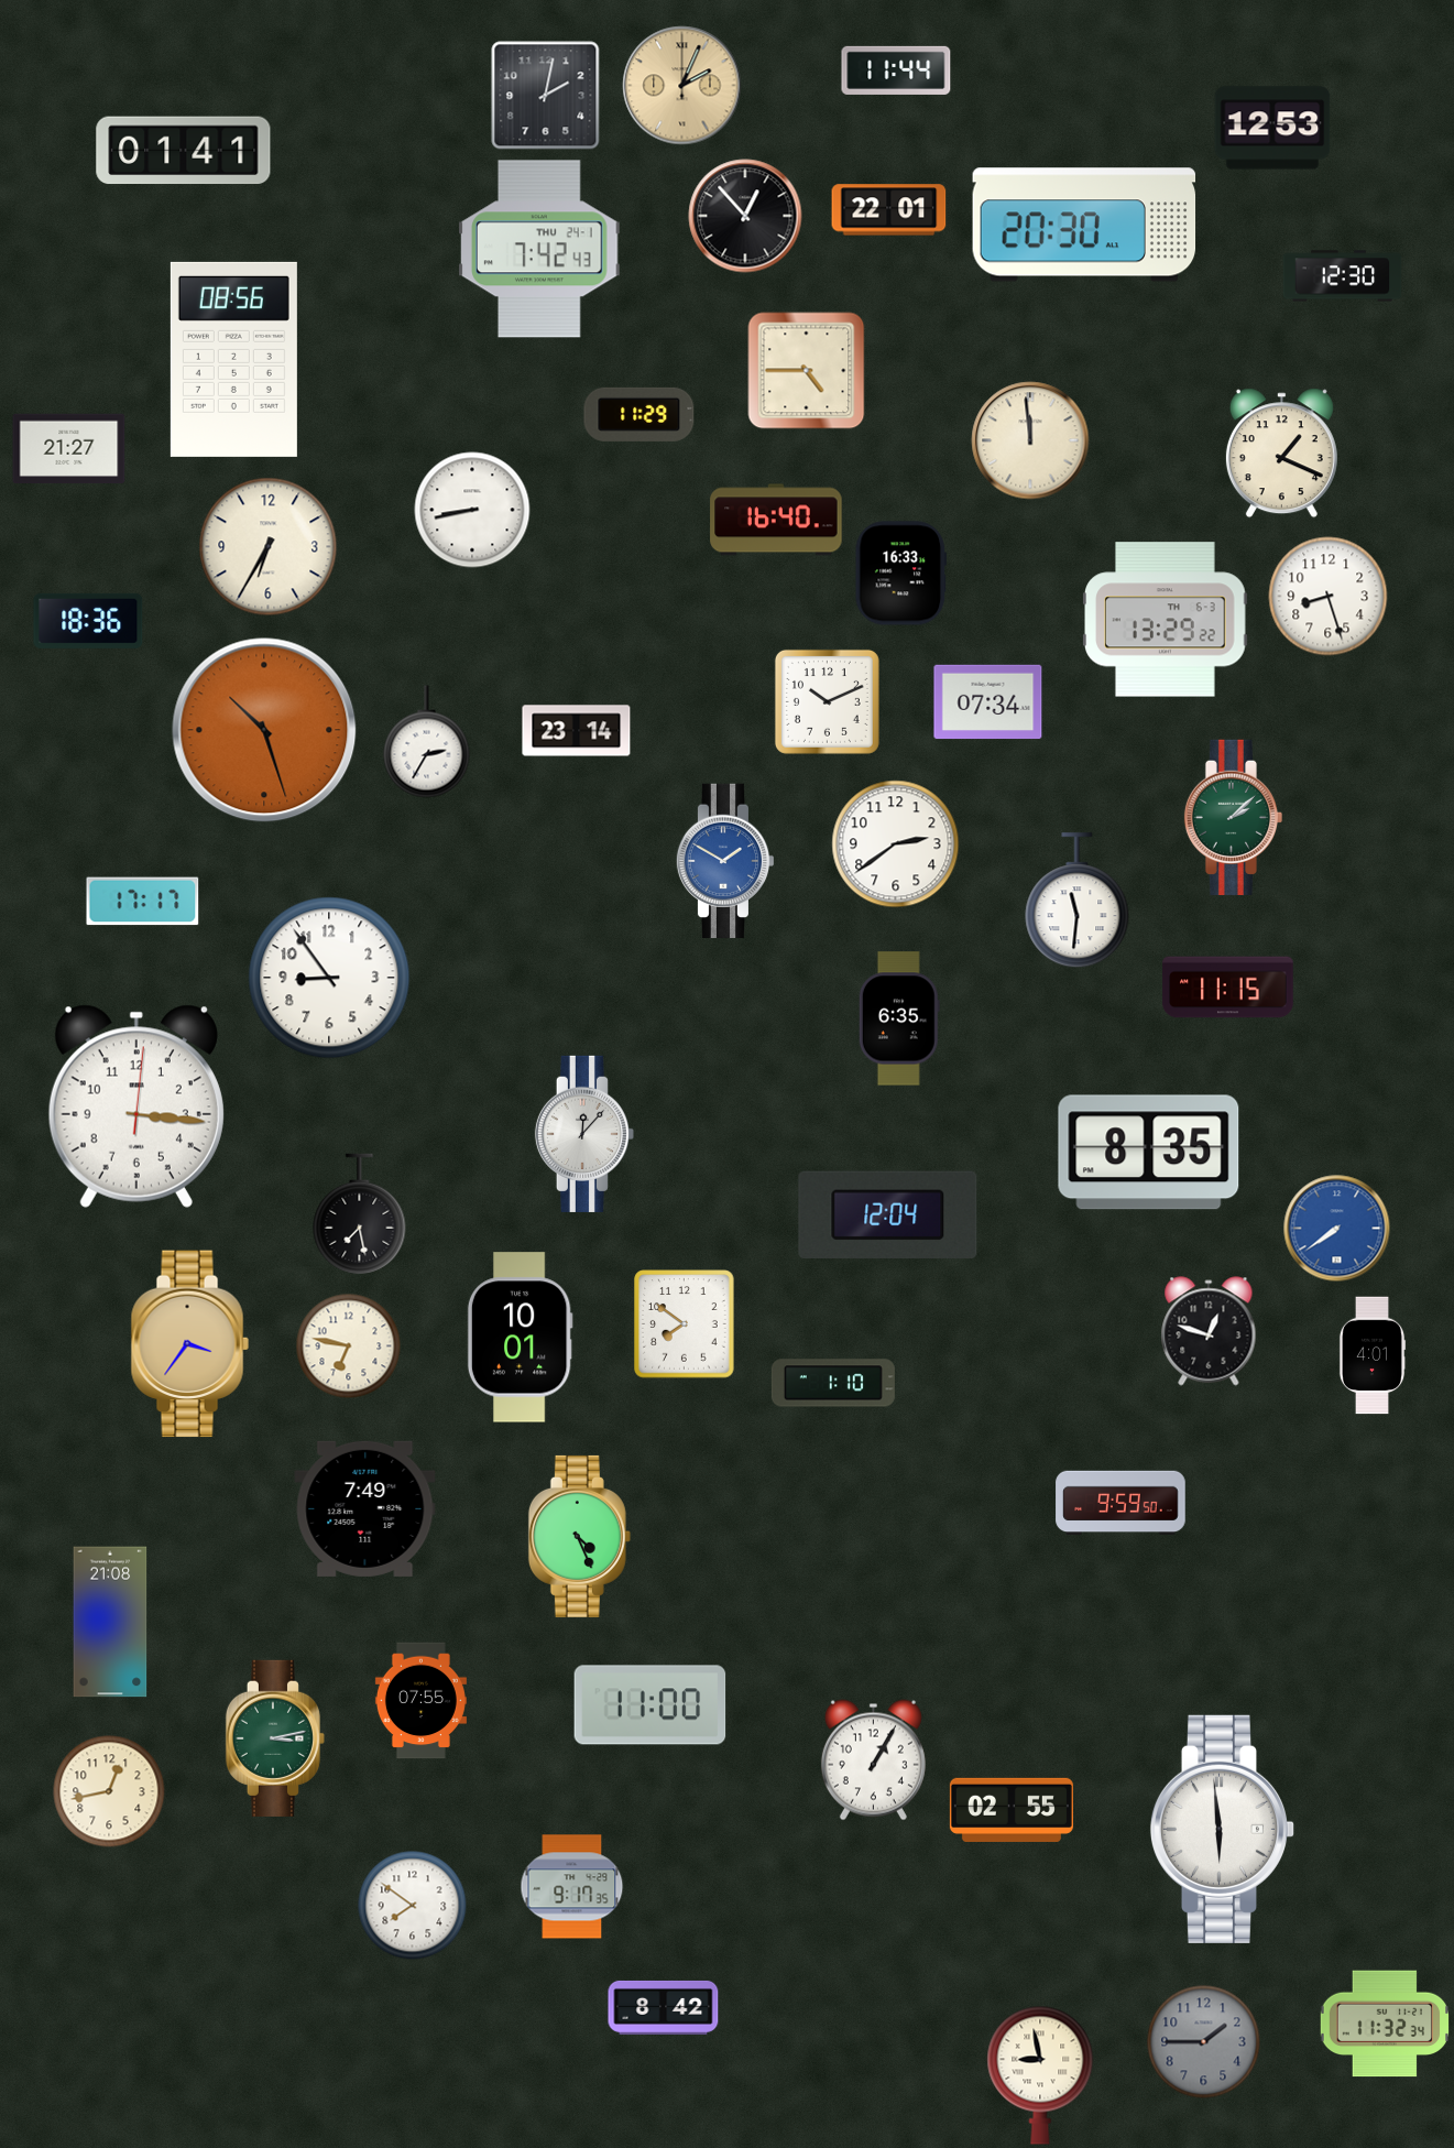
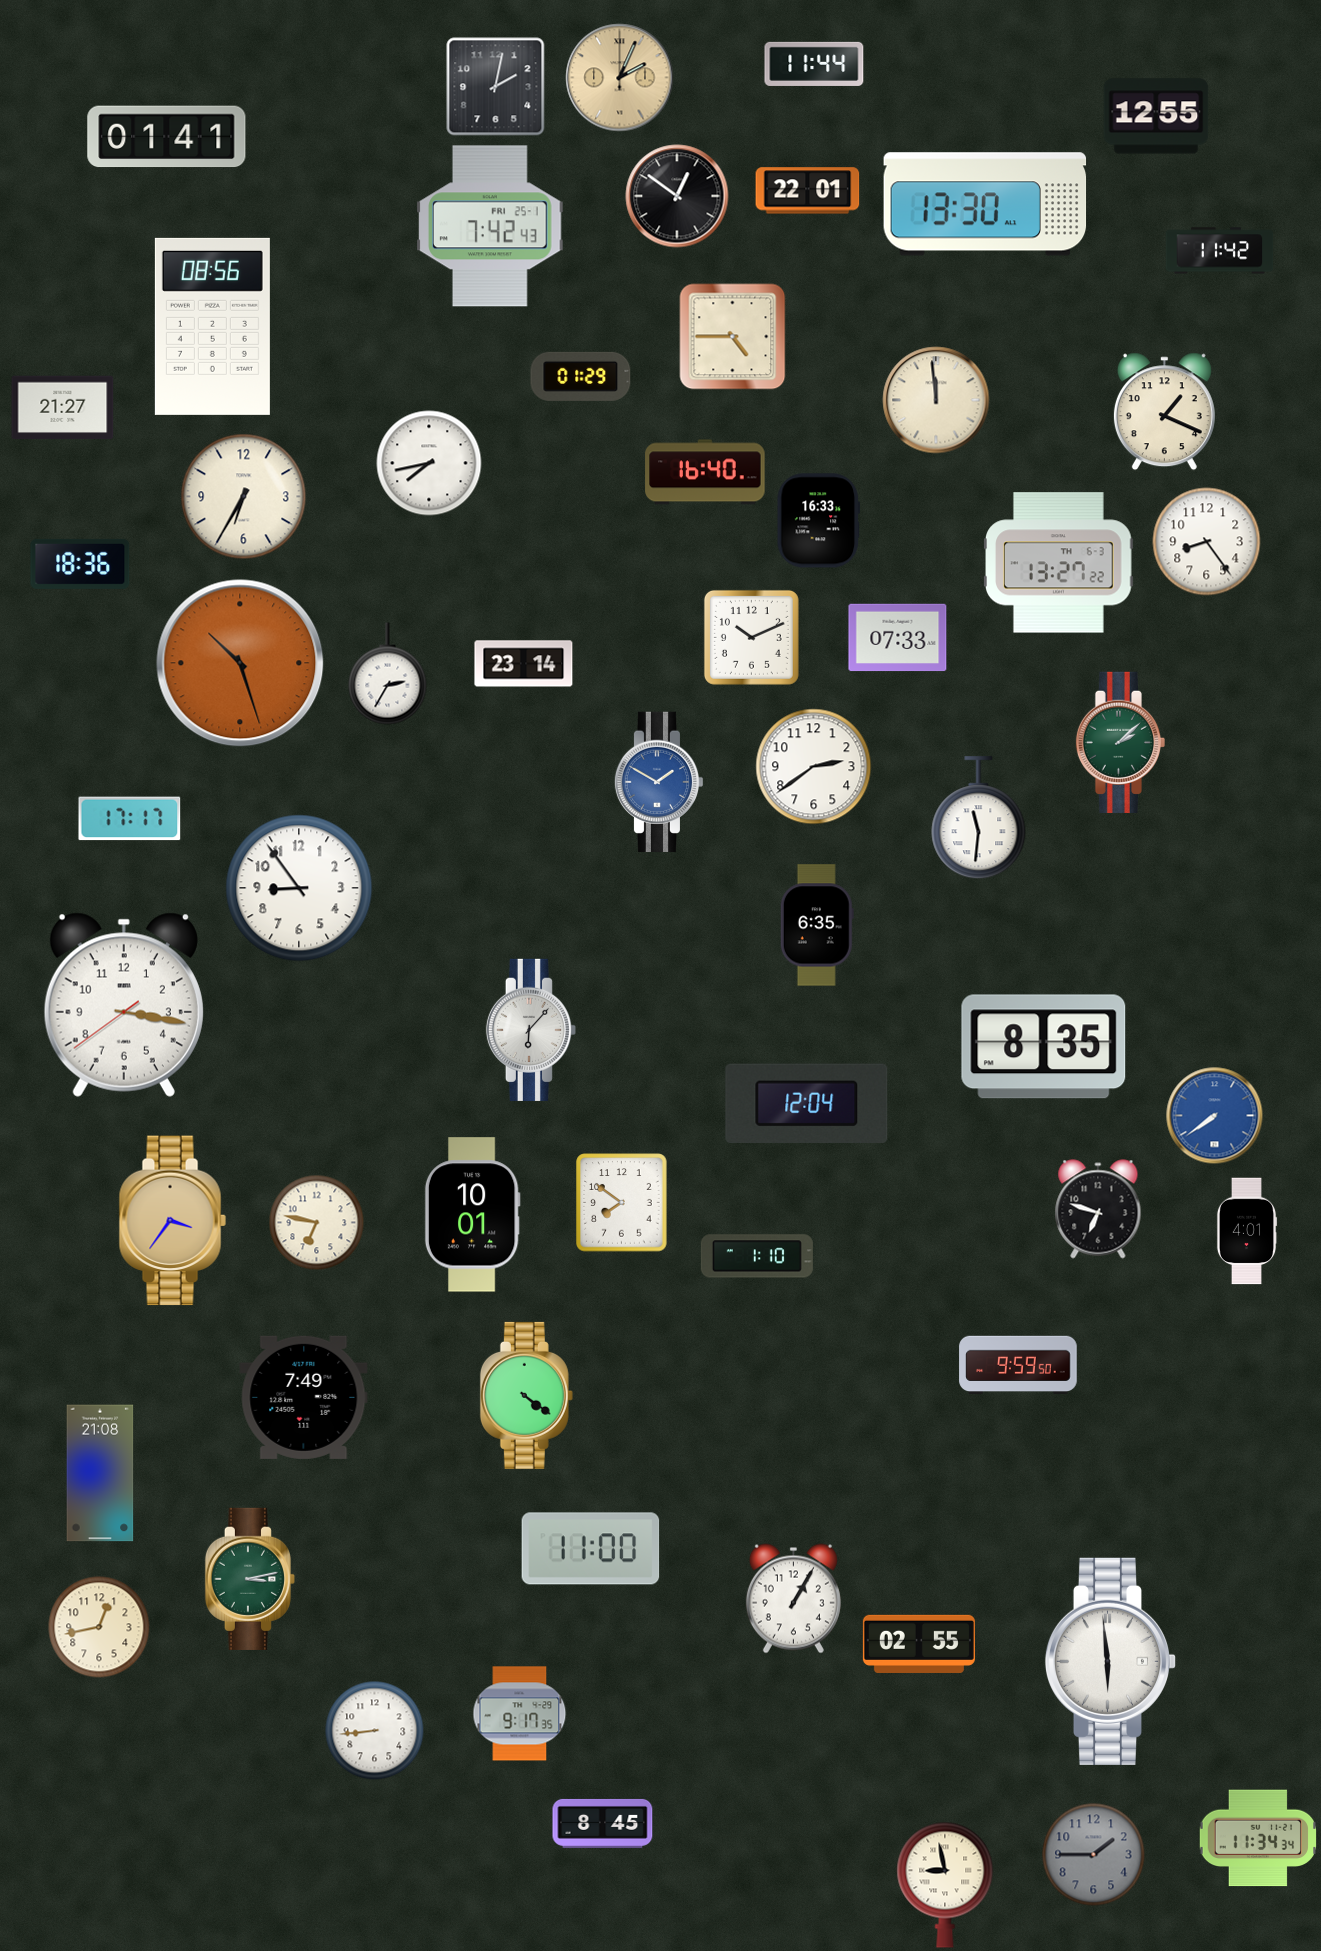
clock at (1272, 128): 12:53 -> 12:55
clock at (745, 216): 12:53 -> 12:51
clock at (1084, 225): 20:30 -> 13:30
clock at (539, 249) date: THU 24-1 -> FRI 25-1
clock at (1343, 276): 12:30 -> 11:42
clock at (639, 414): 11:29 -> 01:29
clock at (472, 510): 8:43 -> 7:43
clock at (1329, 597): 8:27 -> 8:24
clock at (1166, 620): 13:29 -> 13:27
clock at (988, 702): 07:34 -> 07:33
clock at (1228, 988): 11:15 -> none
clock at (136, 1106): 3:16:01 -> 3:16:39
clock at (584, 1134): 12:07 -> 6:07
clock at (360, 1214): 7:28 -> none
clock at (1209, 1331): 12:48 -> 6:48
clock at (365, 1508) position: (365, 1508) -> (304, 1397)
clock at (579, 1536): 4:26 -> 4:21
clock at (420, 1701): 07:55 -> none
clock at (413, 1906): 7:51 -> 8:44
clock at (664, 2007): 8:42 -> 8:45
clock at (1384, 2024): 11:32 -> 11:34
